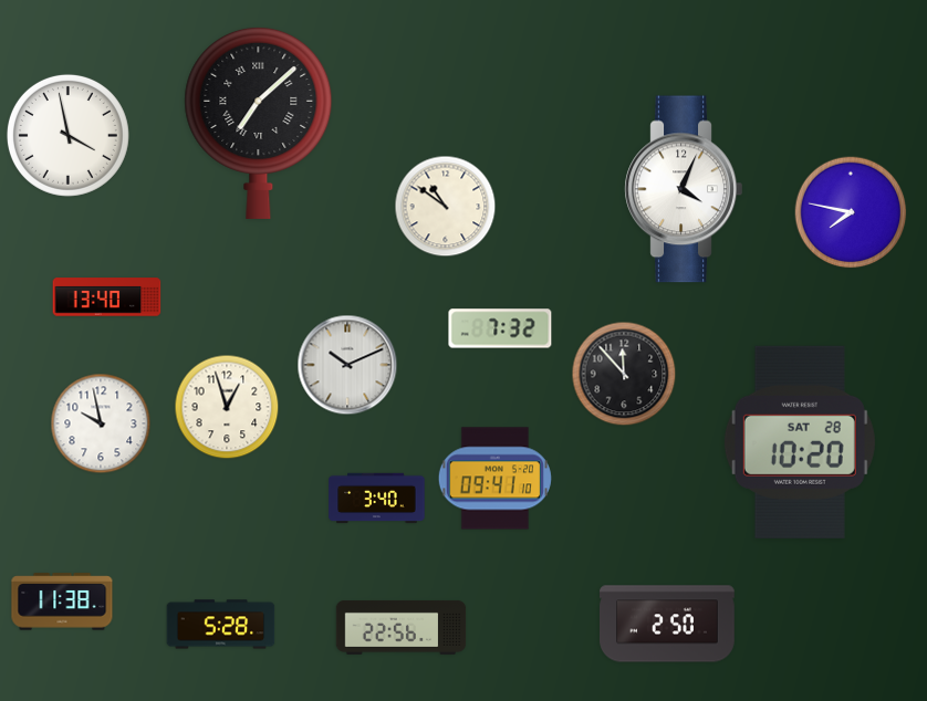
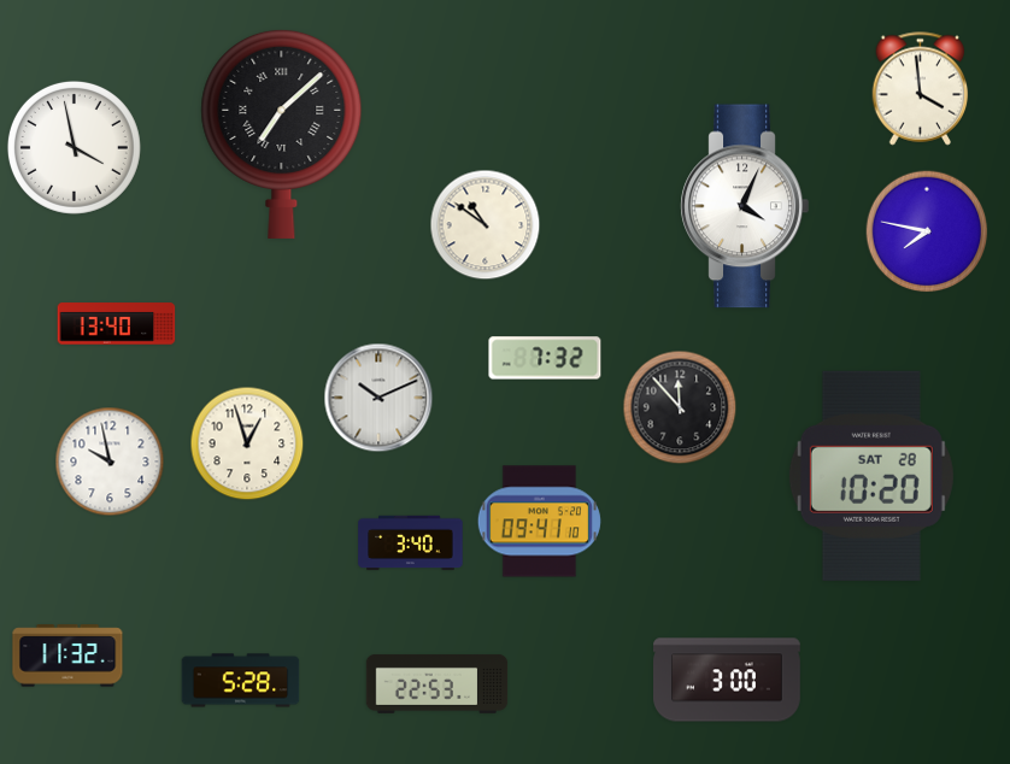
clock at (921, 89): none -> 3:59
clock at (800, 442) position: (800, 442) -> (871, 476)
clock at (62, 601): 11:38 -> 11:32
clock at (668, 624): 2:50 -> 3:00
clock at (402, 627): 22:56 -> 22:53
